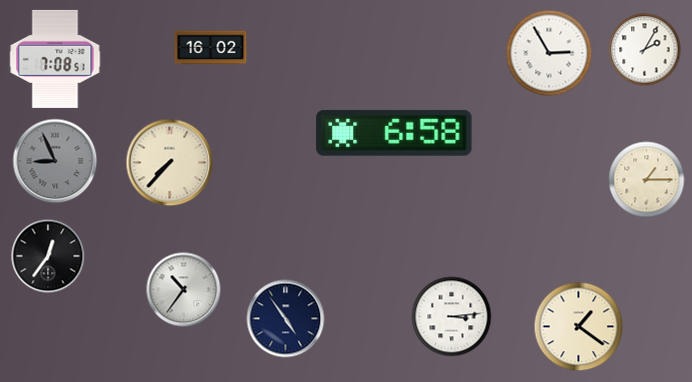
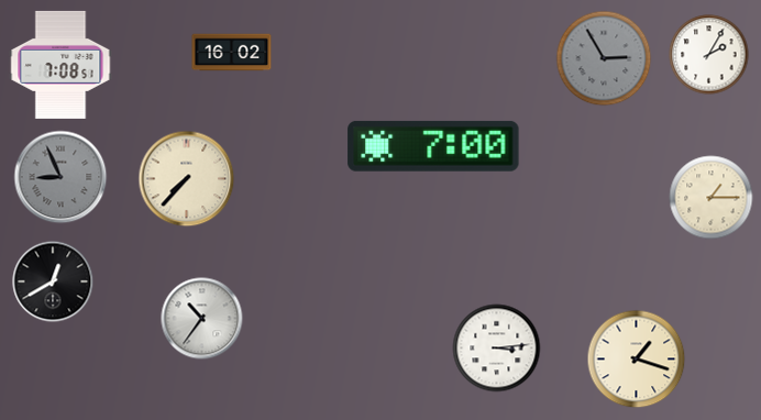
clock at (549, 53) dial: white -> grey
clock at (394, 133): 6:58 -> 7:00
clock at (48, 256): 12:36 -> 12:40
clock at (286, 319): 4:54 -> none
clock at (579, 327): 1:21 -> 1:18
